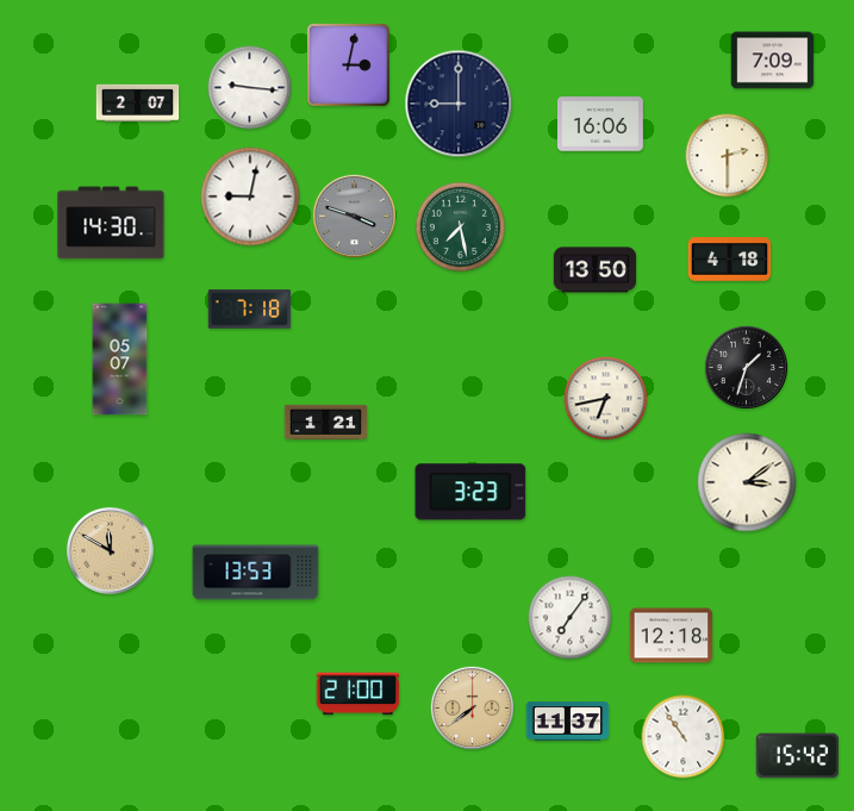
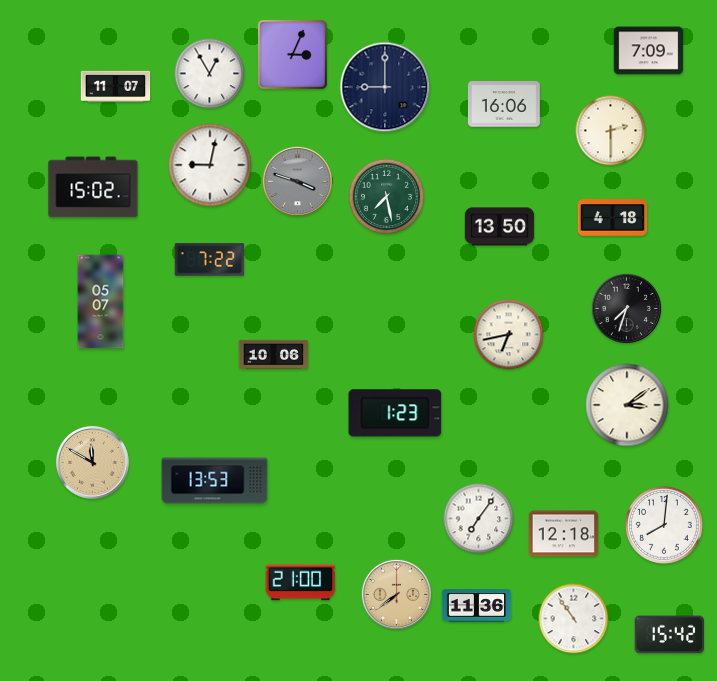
clock at (348, 64): 3:02 -> 3:04
clock at (250, 88): 9:16 -> 12:55
clock at (138, 102): 2:07 -> 11:07
clock at (111, 223): 14:30 -> 15:02
clock at (460, 226) position: (460, 226) -> (386, 196)
clock at (250, 310): 7:18 -> 7:22
clock at (746, 367): 1:33 -> 7:33
clock at (326, 422): 1:21 -> 10:06
clock at (470, 492): 3:23 -> 1:23
clock at (665, 526): none -> 8:01
clock at (568, 722): 11:37 -> 11:36
